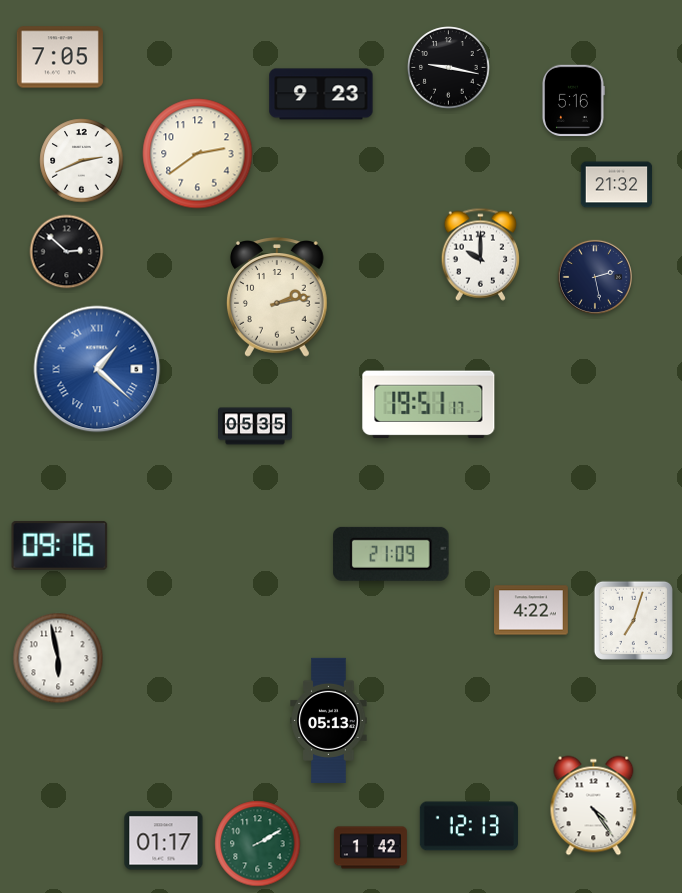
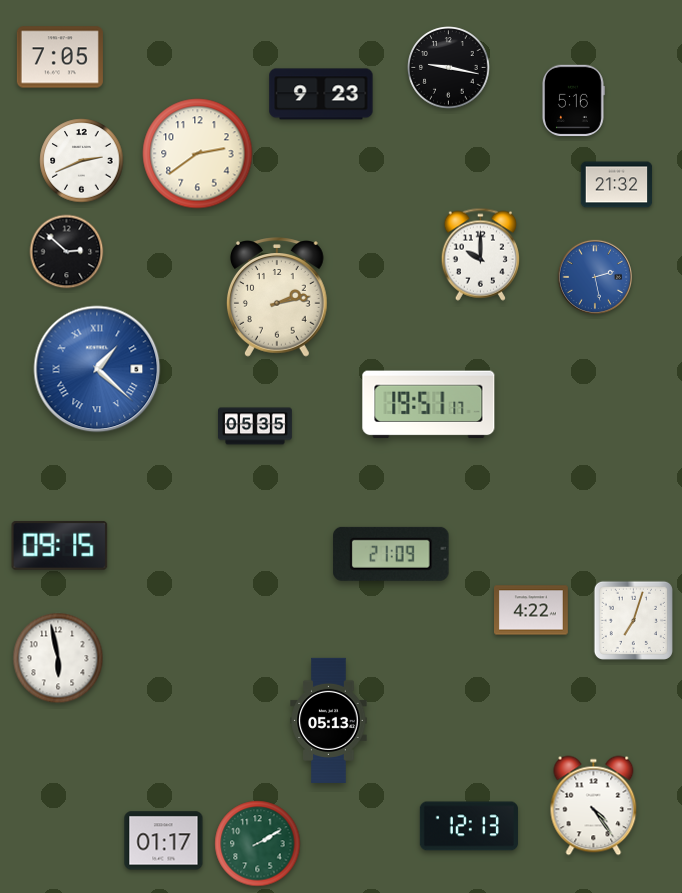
clock at (595, 277) dial: navy -> blue
clock at (60, 545): 09:16 -> 09:15
clock at (370, 848): 1:42 -> none
